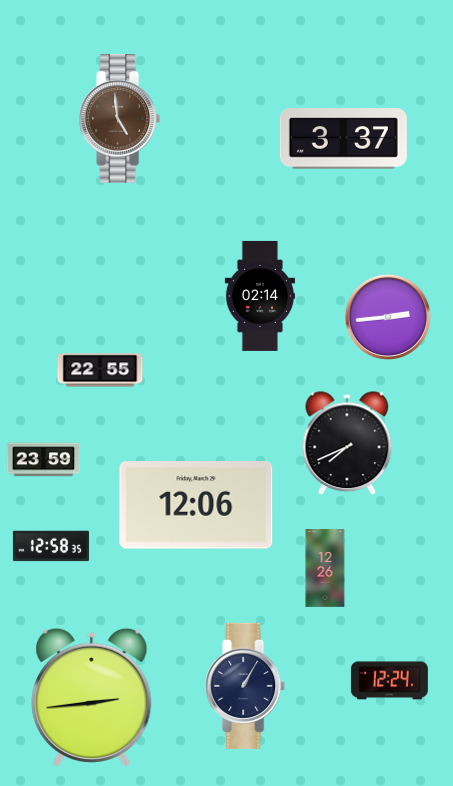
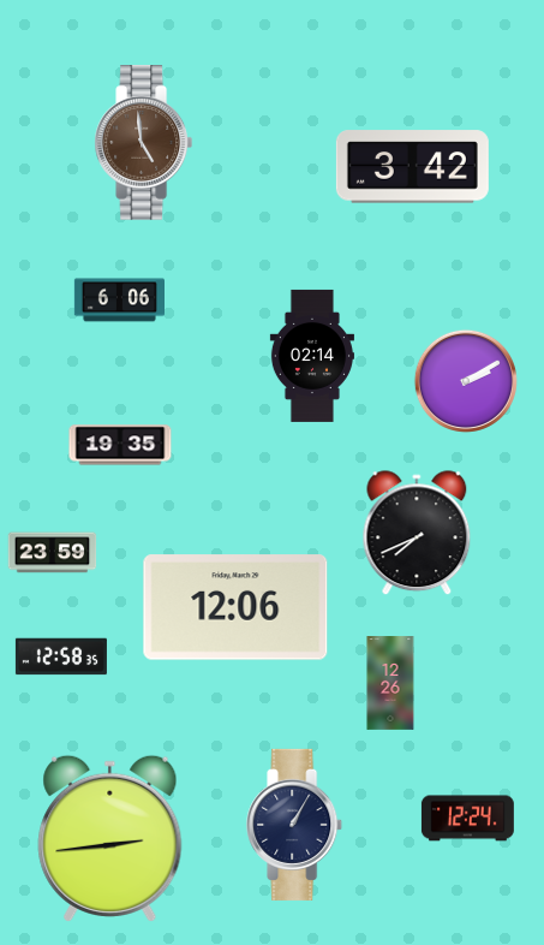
clock at (343, 139): 3:37 -> 3:42
clock at (119, 301): none -> 6:06
clock at (388, 317): 2:44 -> 2:10
clock at (100, 370): 22:55 -> 19:35
